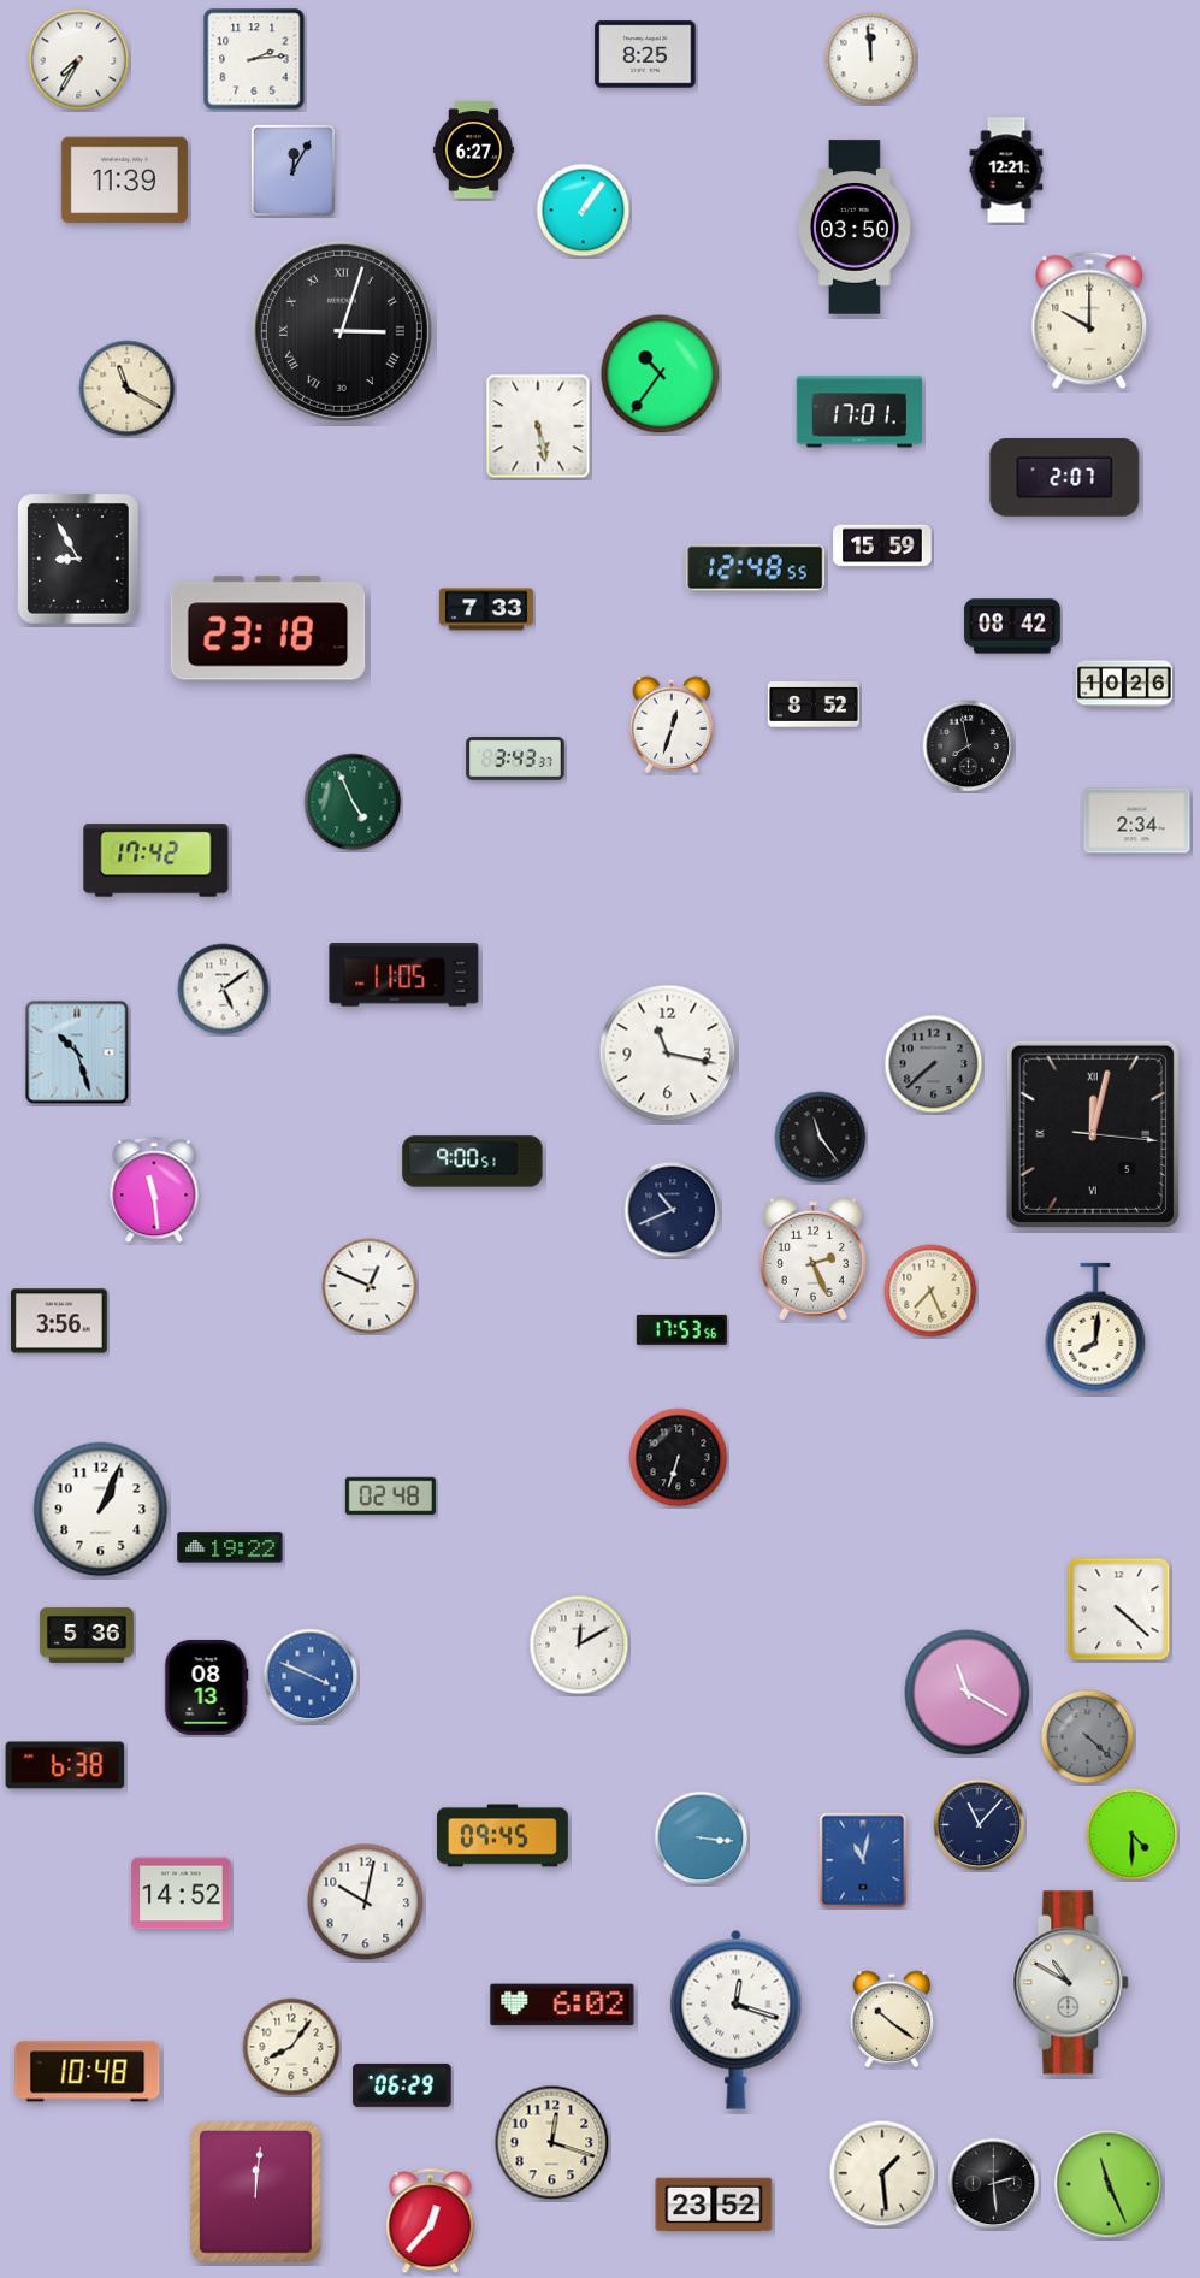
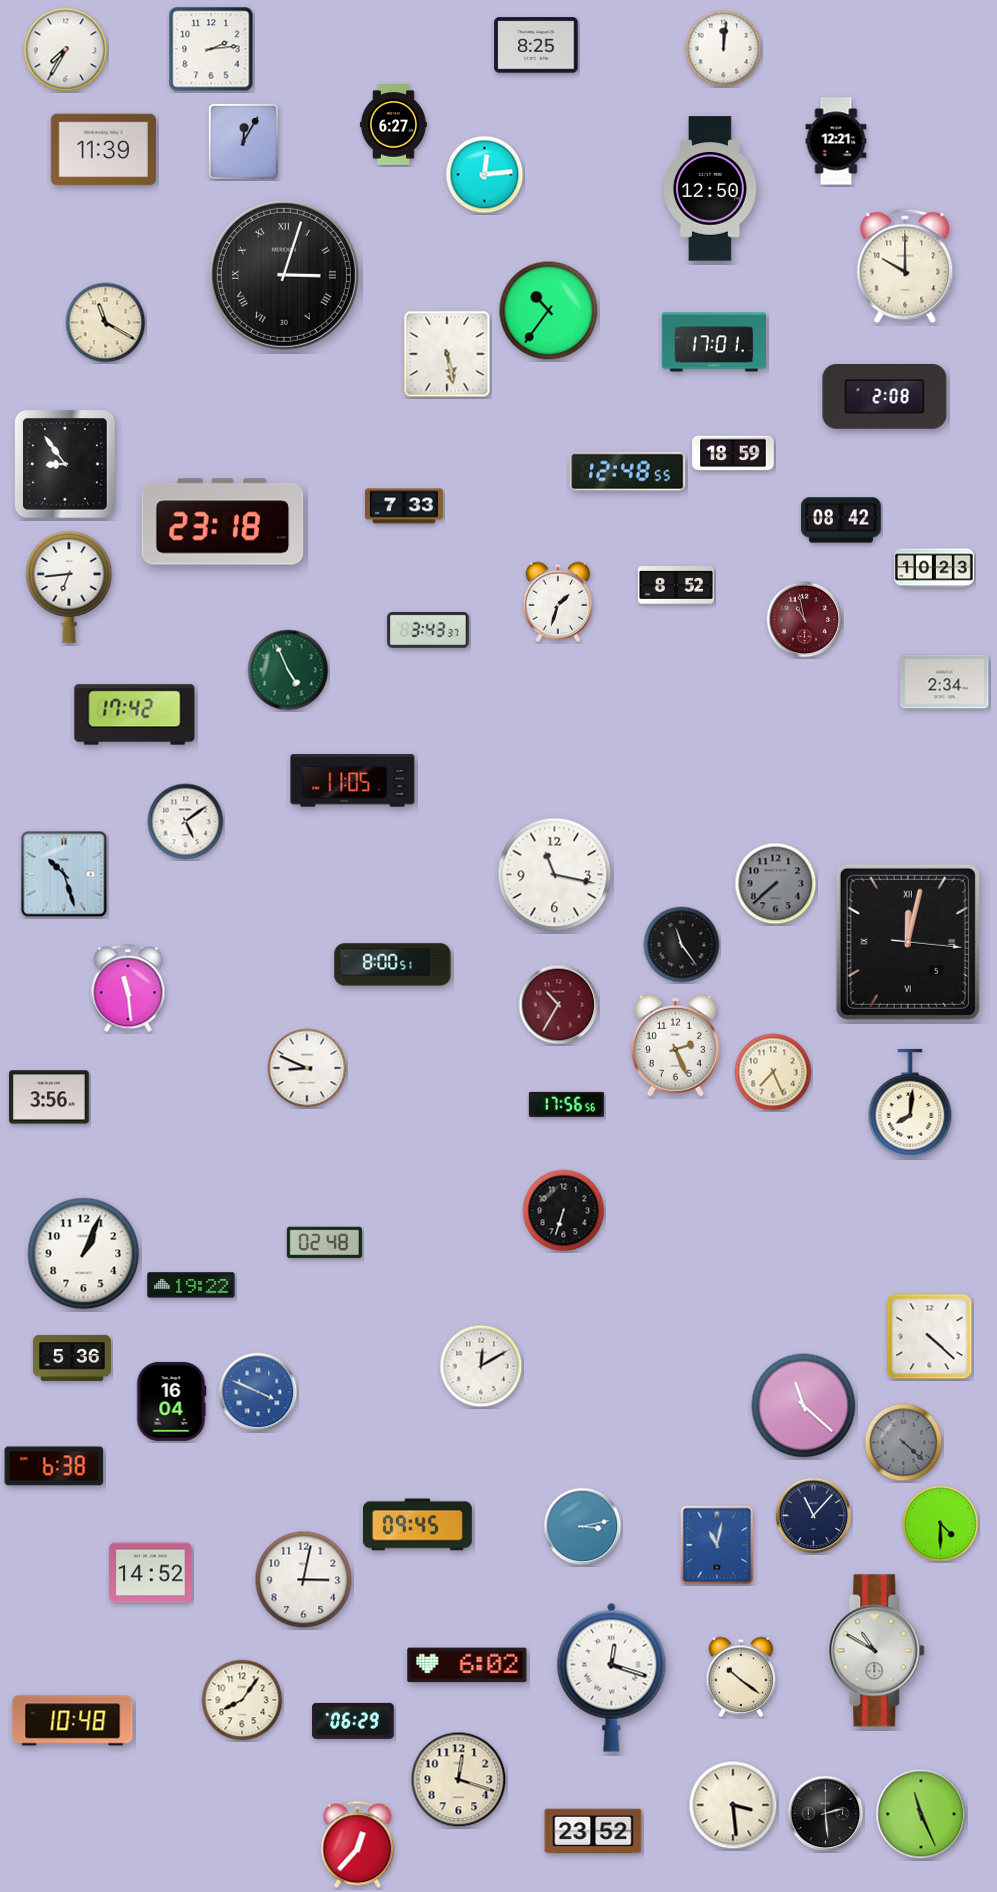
clock at (871, 59): 11:59 -> 12:01
clock at (584, 211): 1:06 -> 12:14
clock at (856, 228): 03:50 -> 12:50
clock at (1065, 478): 2:07 -> 2:08
clock at (882, 545): 15:59 -> 18:59
clock at (78, 559): 8:55 -> 8:54
clock at (1124, 684): 10:26 -> 10:23
clock at (69, 587): none -> 6:44
clock at (672, 725): 12:33 -> 1:33
clock at (969, 746): 7:58 -> 10:58
clock at (969, 746) dial: black -> burgundy
clock at (353, 802) position: (353, 802) -> (288, 670)
clock at (156, 861) position: (156, 861) -> (135, 715)
clock at (404, 975) position: (404, 975) -> (353, 781)
clock at (473, 1162): 9:00 -> 8:00
clock at (673, 1210): 10:41 -> 10:35
clock at (673, 1210) dial: navy -> burgundy
clock at (370, 1286): 12:49 -> 8:49
clock at (681, 1329): 17:53 -> 17:56
clock at (206, 1687): 08:13 -> 16:04
clock at (968, 1693): 11:20 -> 11:22
clock at (702, 1839): 3:16 -> 3:13
clock at (366, 1902): 10:02 -> 3:02
clock at (1071, 1983) position: (1071, 1983) -> (877, 1651)
clock at (402, 2085) position: (402, 2085) -> (353, 1721)
clock at (882, 2173): 1:29 -> 3:29
clock at (256, 2193): 12:01 -> none
